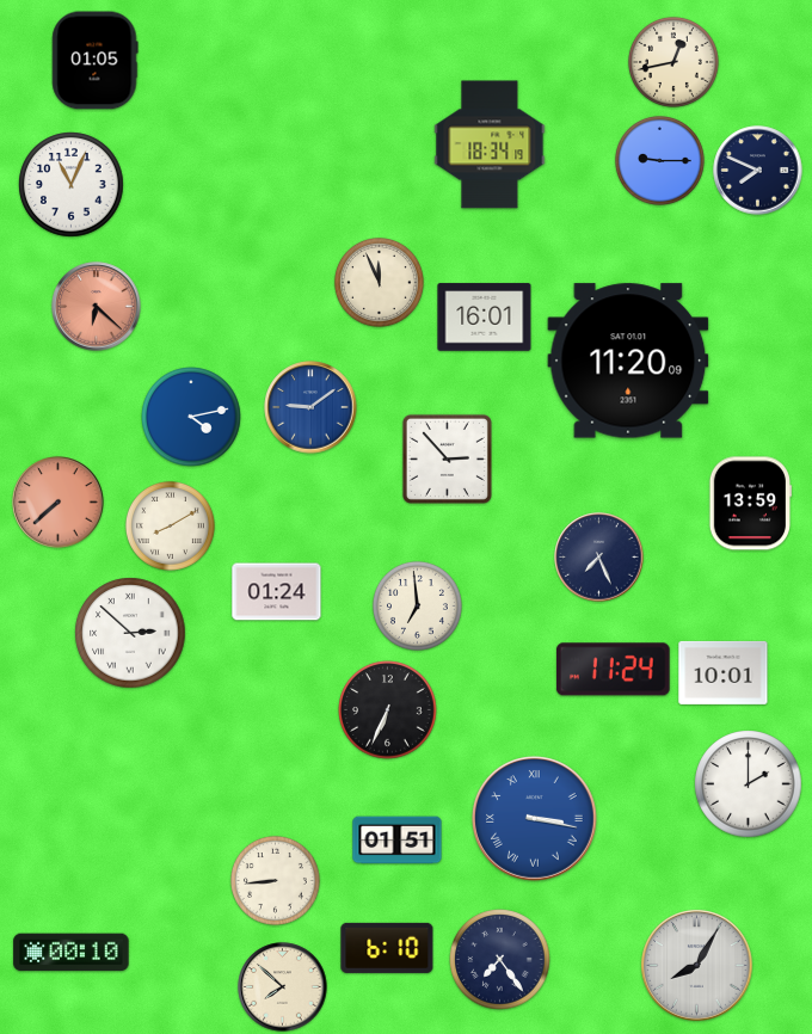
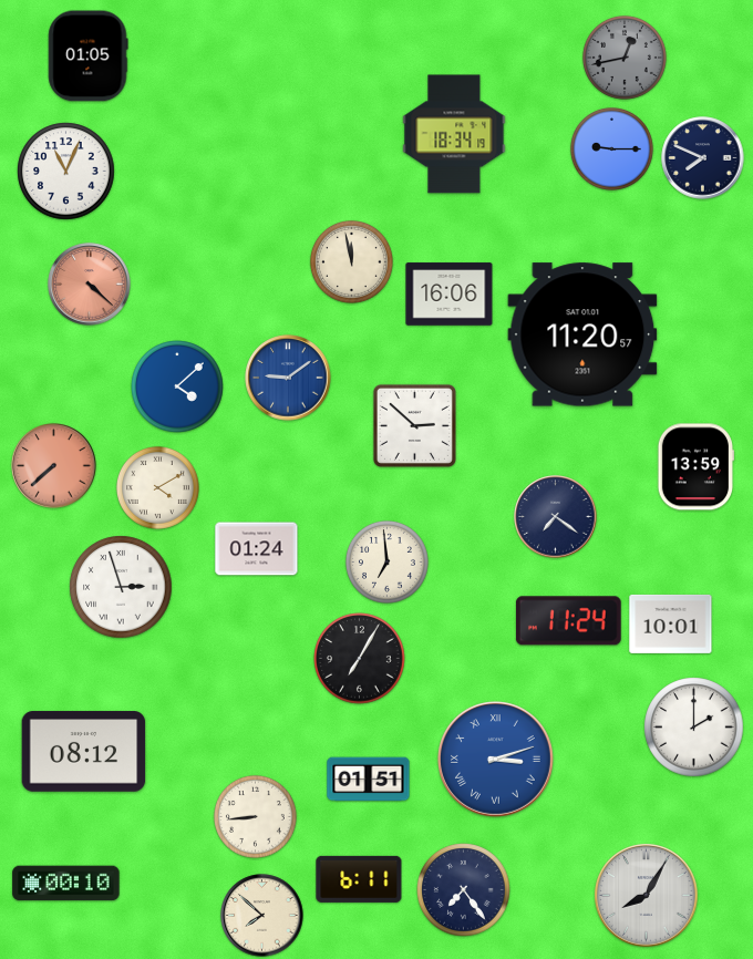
clock at (673, 62) dial: cream -> grey
clock at (379, 282): 11:56 -> 11:58
clock at (97, 307): 6:22 -> 4:22
clock at (485, 318): 16:01 -> 16:06
clock at (628, 361): 11:20:09 -> 11:20:57
clock at (191, 417): 4:13 -> 4:08
clock at (447, 458): 2:53 -> 2:52
clock at (170, 525): 8:10 -> 4:10
clock at (599, 558): 7:26 -> 7:21
clock at (130, 633): 2:52 -> 2:57
clock at (388, 710): 6:34 -> 7:05
clock at (84, 752): none -> 08:12
clock at (535, 819): 3:17 -> 3:12
clock at (387, 948): 6:10 -> 6:11
